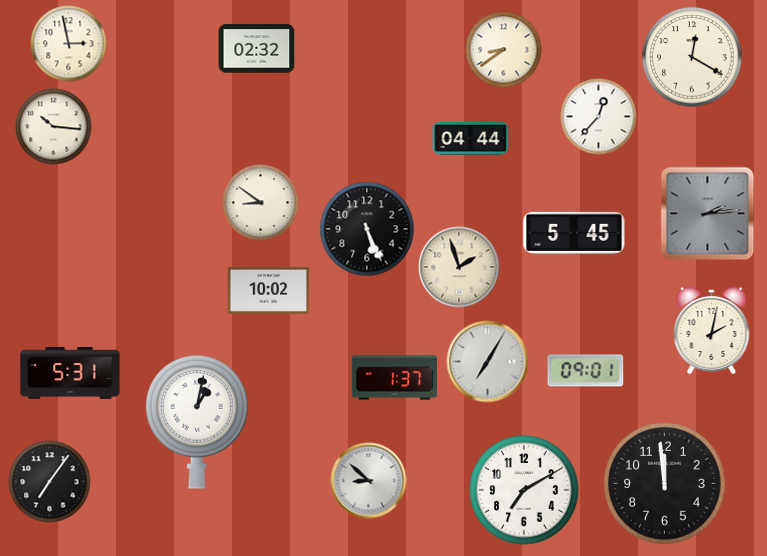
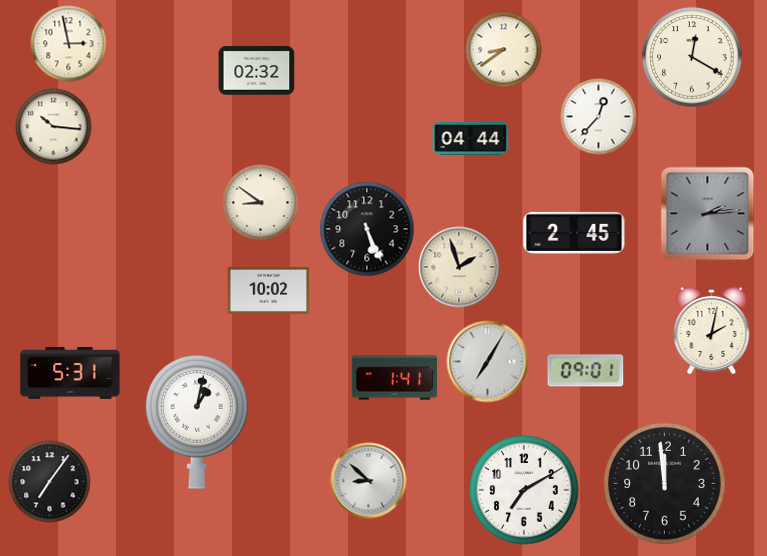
clock at (257, 49) position: (257, 49) -> (257, 71)
clock at (574, 233): 5:45 -> 2:45
clock at (394, 378): 1:37 -> 1:41
